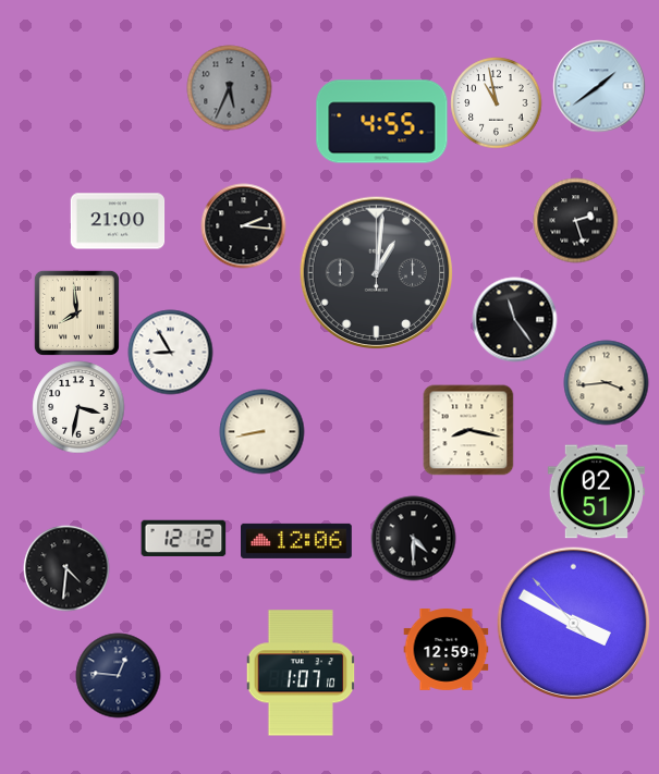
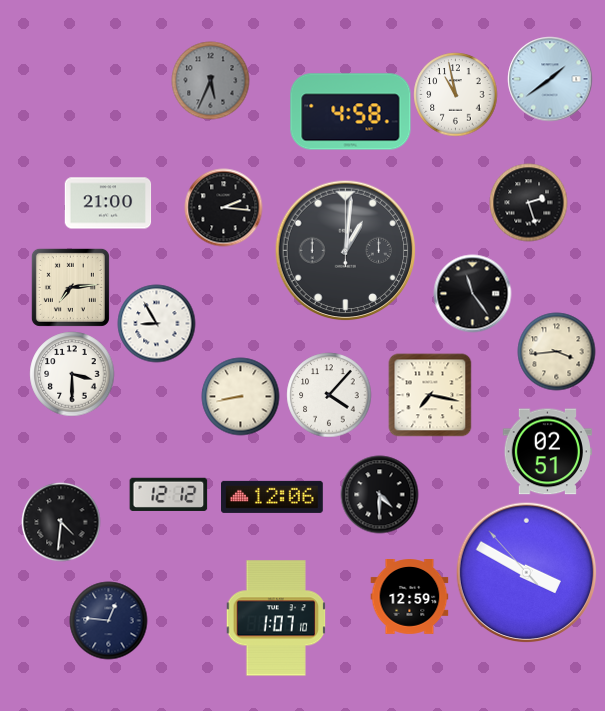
clock at (382, 122): 4:55 -> 4:58
clock at (76, 312): 7:59 -> 7:14
clock at (78, 407): 3:32 -> 3:30
clock at (329, 395): none -> 4:07
clock at (468, 430): 8:17 -> 7:17
